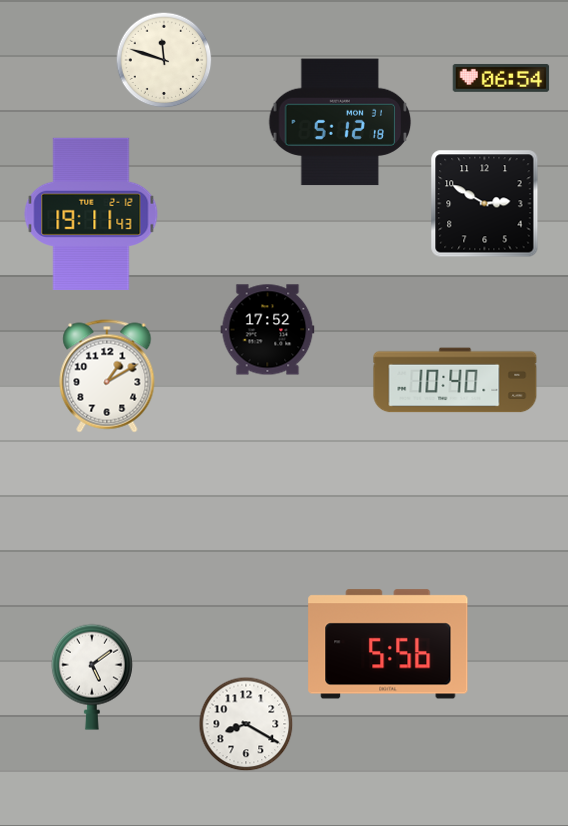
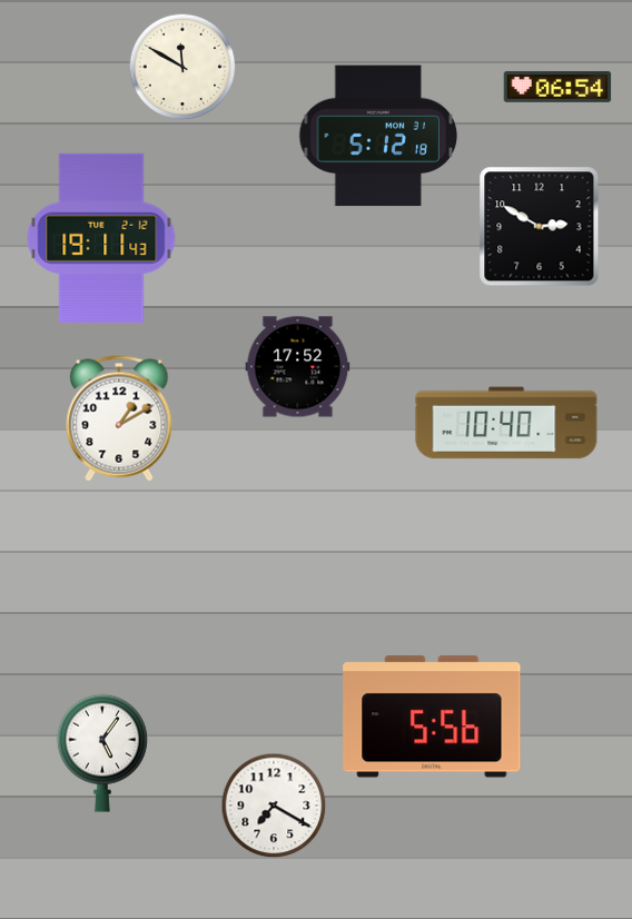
clock at (164, 60): 11:48 -> 11:50
clock at (92, 677): 5:09 -> 5:06
clock at (246, 724): 8:20 -> 7:20
